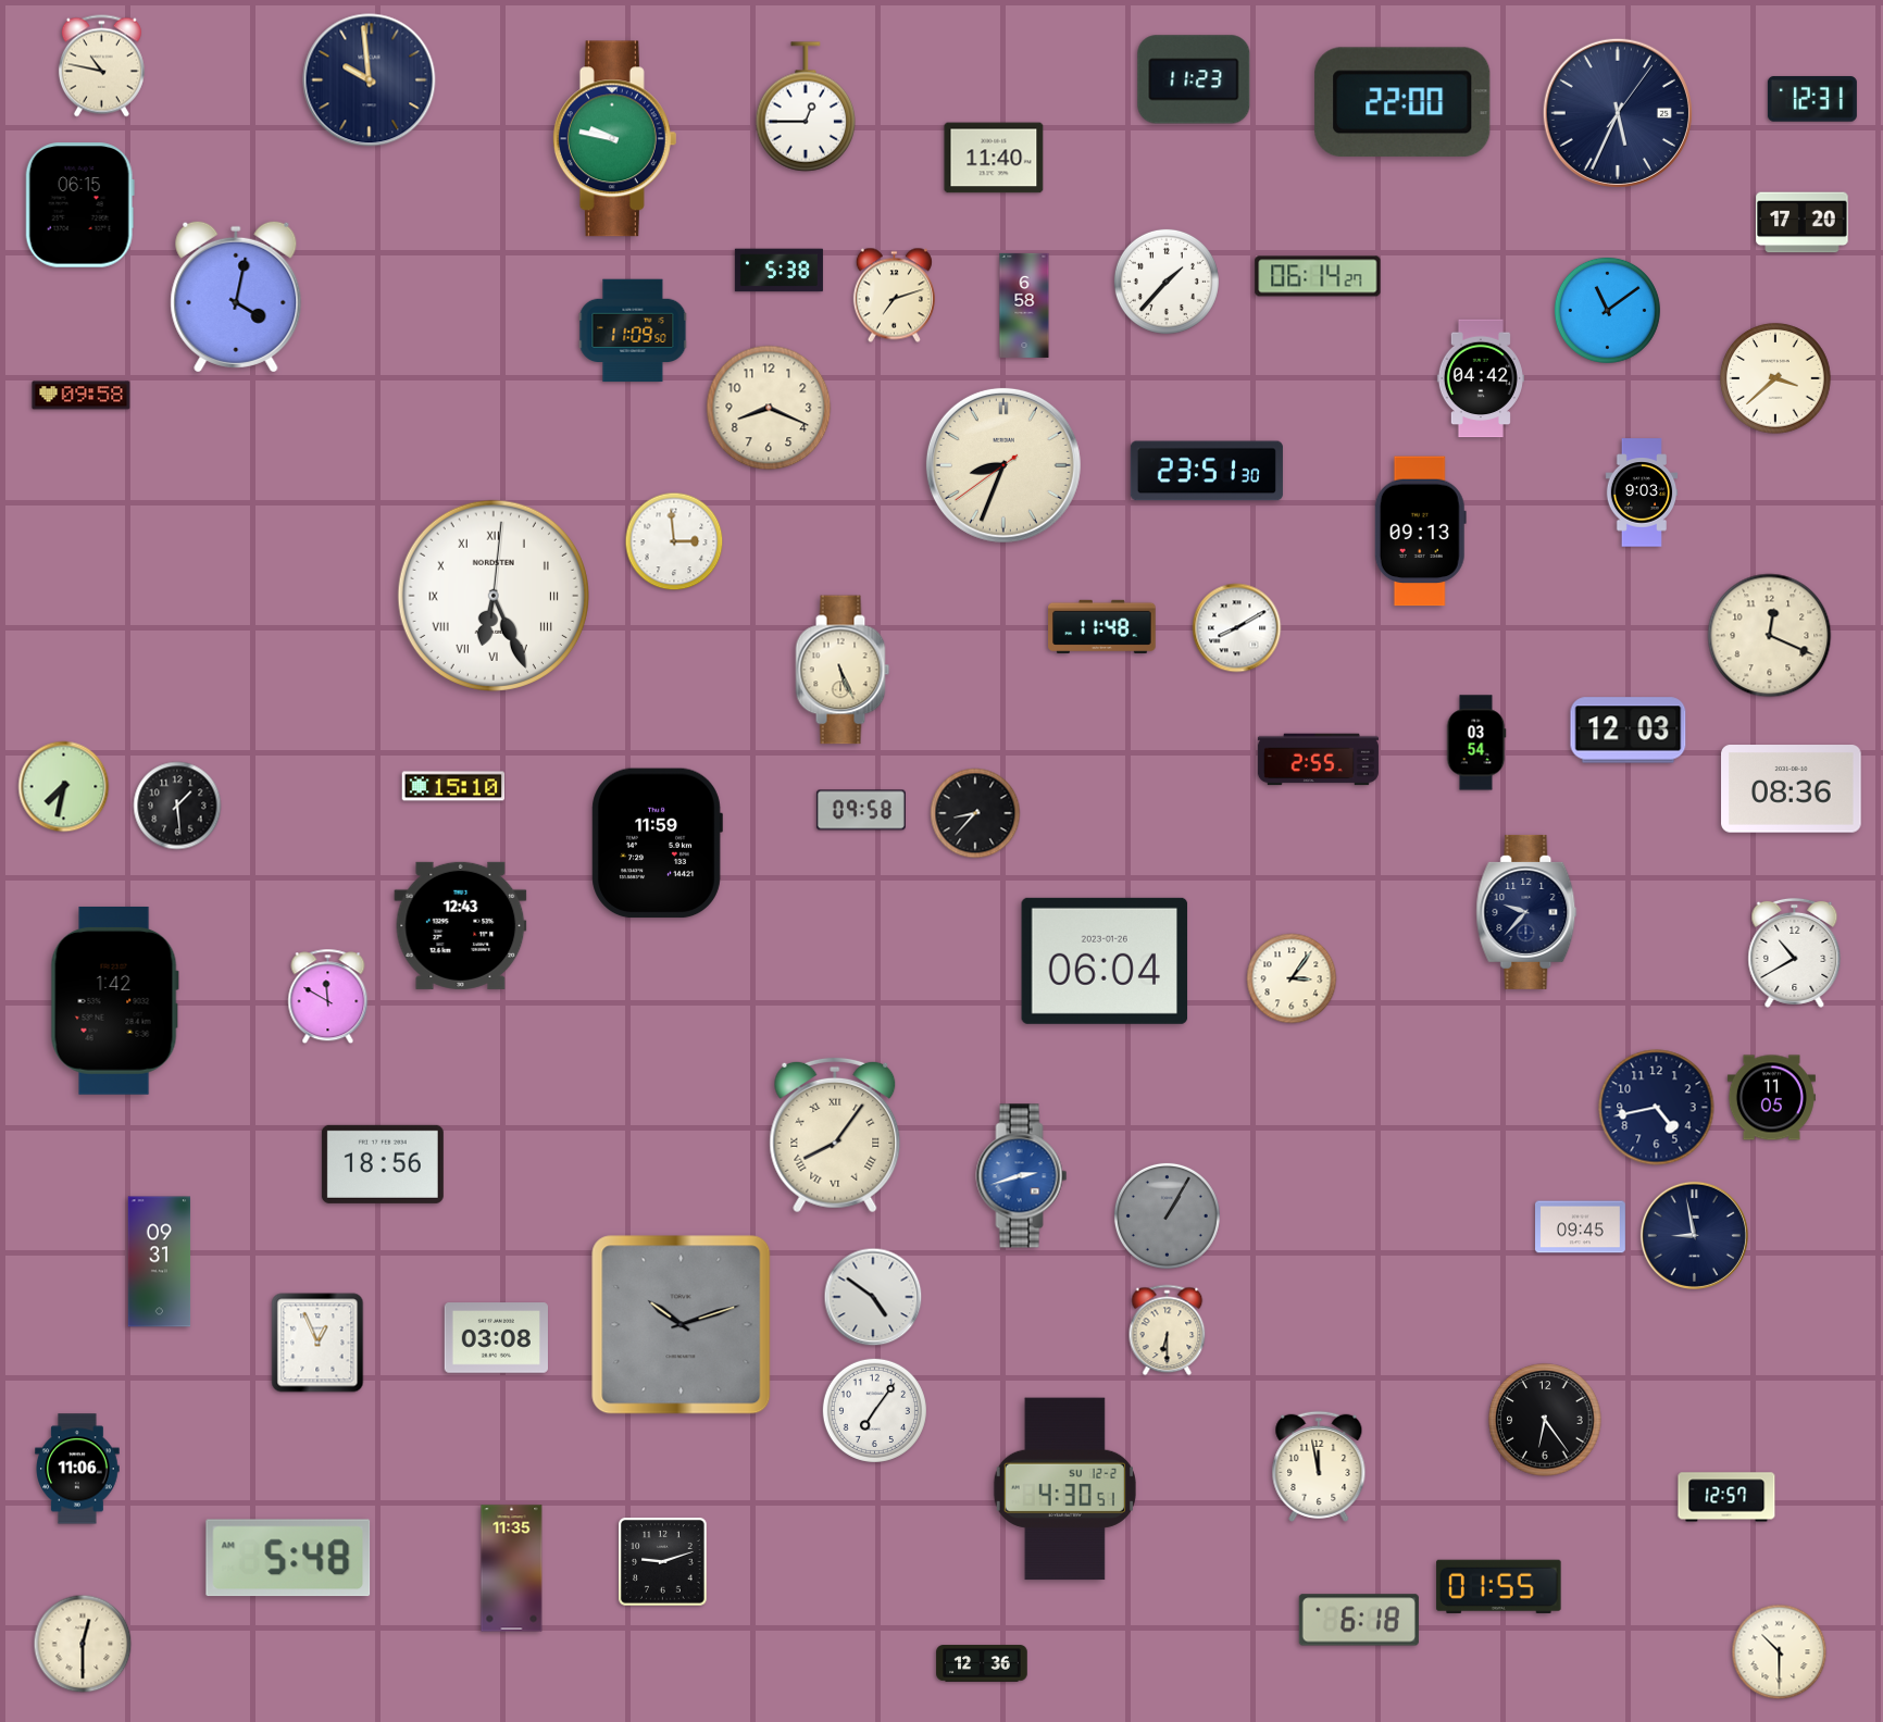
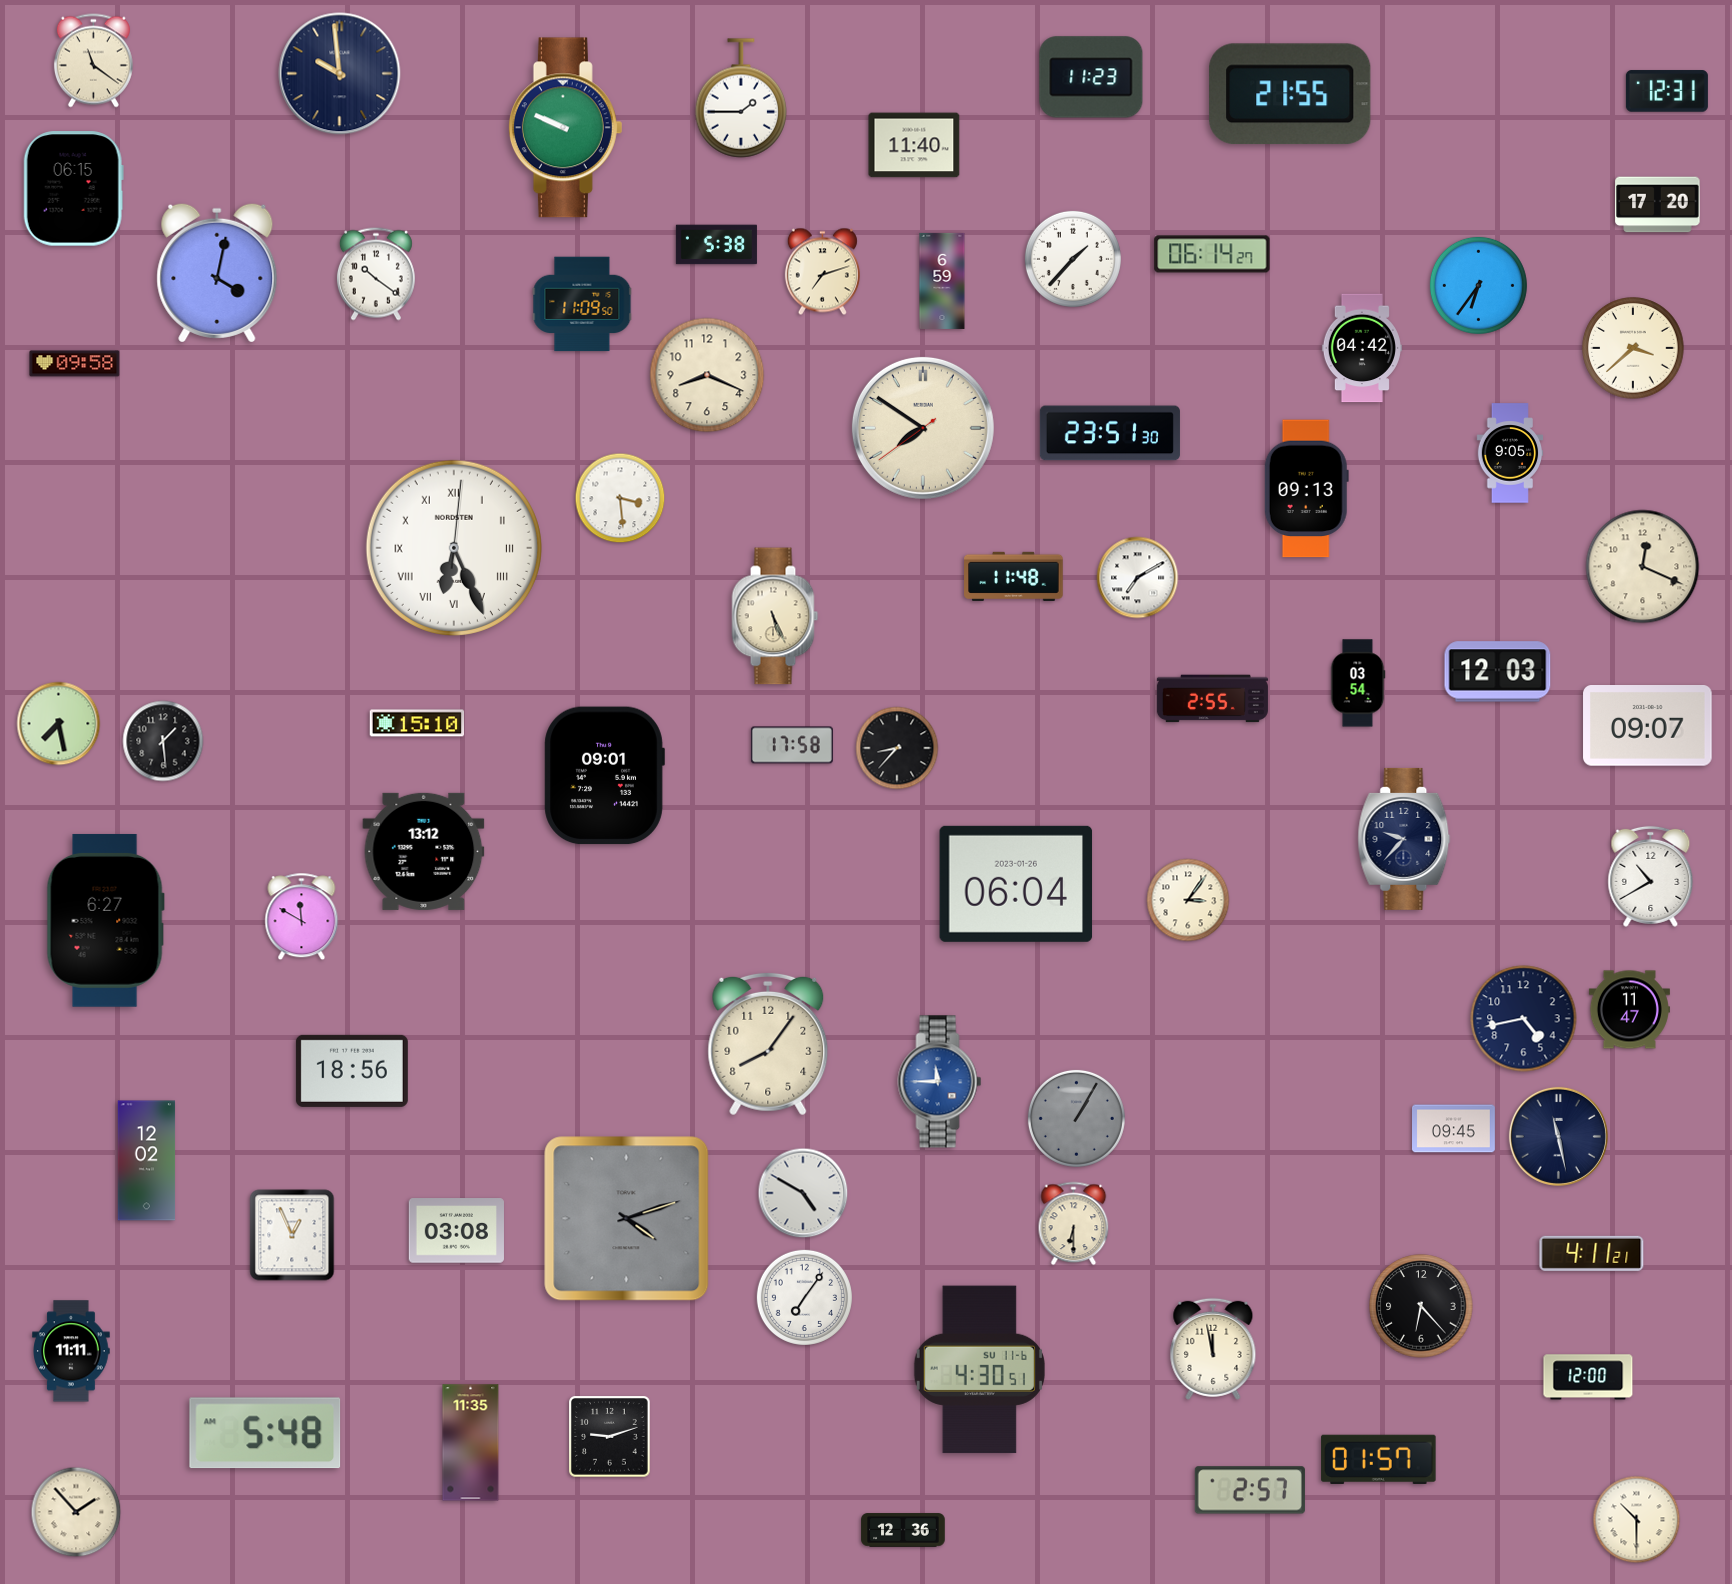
clock at (101, 66): 10:47 -> 11:21
clock at (1194, 79) position: (1194, 79) -> (1091, 77)
clock at (1402, 102): 22:00 -> 21:55
clock at (806, 107): 12:45 -> 1:45
clock at (1618, 113): 5:34 -> none
clock at (614, 139): 9:47 -> 9:49
clock at (778, 271) position: (778, 271) -> (716, 245)
clock at (376, 274): none -> 10:21
clock at (1024, 305): 6:58 -> 6:59
clock at (1607, 310): 11:09 -> 6:36
clock at (1003, 465): 8:33 -> 7:50
clock at (1642, 492): 9:03 -> 9:05
clock at (674, 541): 2:59 -> 3:29
clock at (1237, 628): 8:10 -> 7:10
clock at (1770, 636) position: (1770, 636) -> (1643, 567)
clock at (64, 787): 7:32 -> 7:28
clock at (1792, 789): 08:36 -> 09:07
clock at (861, 810): 09:58 -> 17:58
clock at (657, 844): 11:59 -> 09:01
clock at (461, 925): 12:43 -> 13:12
clock at (114, 1000): 1:42 -> 6:27
clock at (1771, 1098): 11:05 -> 11:47
clock at (835, 1135) numerals: Roman -> Arabic
clock at (1022, 1176): 2:42 -> 11:45
clock at (1167, 1215) position: (1167, 1215) -> (1076, 1118)
clock at (1694, 1235): 8:58 -> 11:28
clock at (160, 1262): 09:31 -> 12:02
clock at (873, 1297): 4:51 -> 4:50
clock at (682, 1325): 10:12 -> 4:12
clock at (1592, 1253): none -> 4:11
clock at (1545, 1420): 6:24 -> 6:23
clock at (77, 1469): 11:06 -> 11:11
clock at (1064, 1489) date: SU 12-2 -> SU 11-6
clock at (1726, 1497): 12:57 -> 12:00
clock at (1499, 1586): 01:55 -> 01:57
clock at (1359, 1620): 6:18 -> 2:57
clock at (83, 1644): 12:30 -> 1:53
